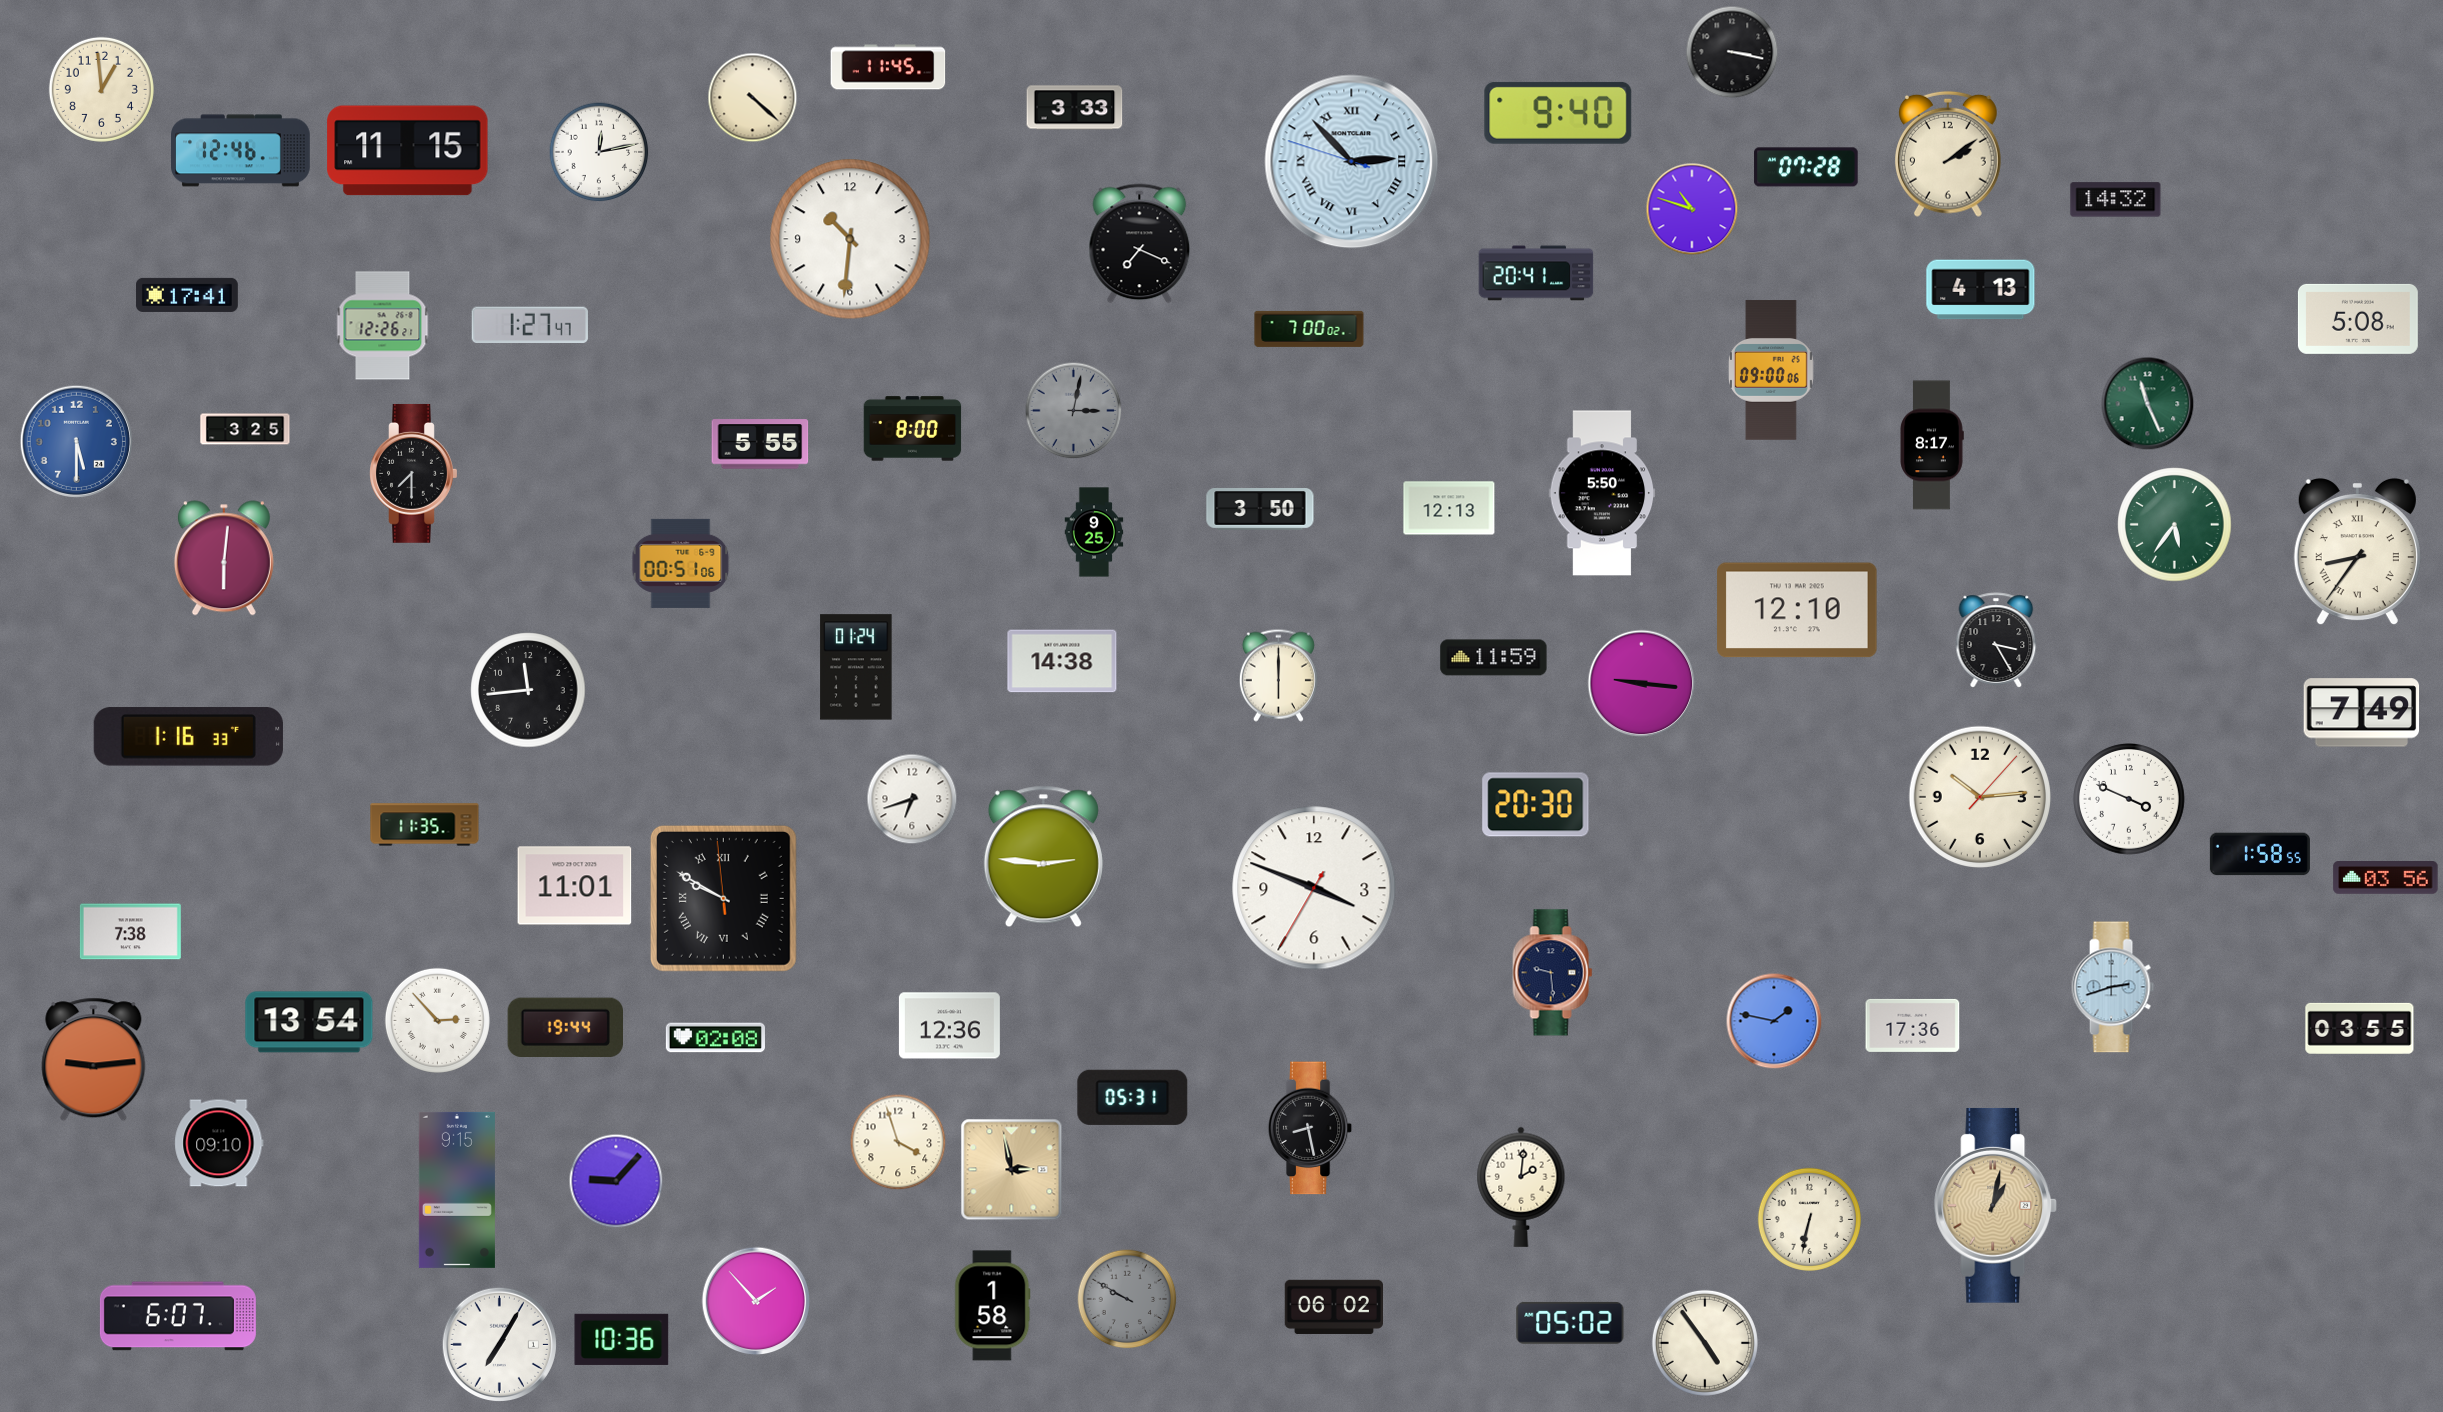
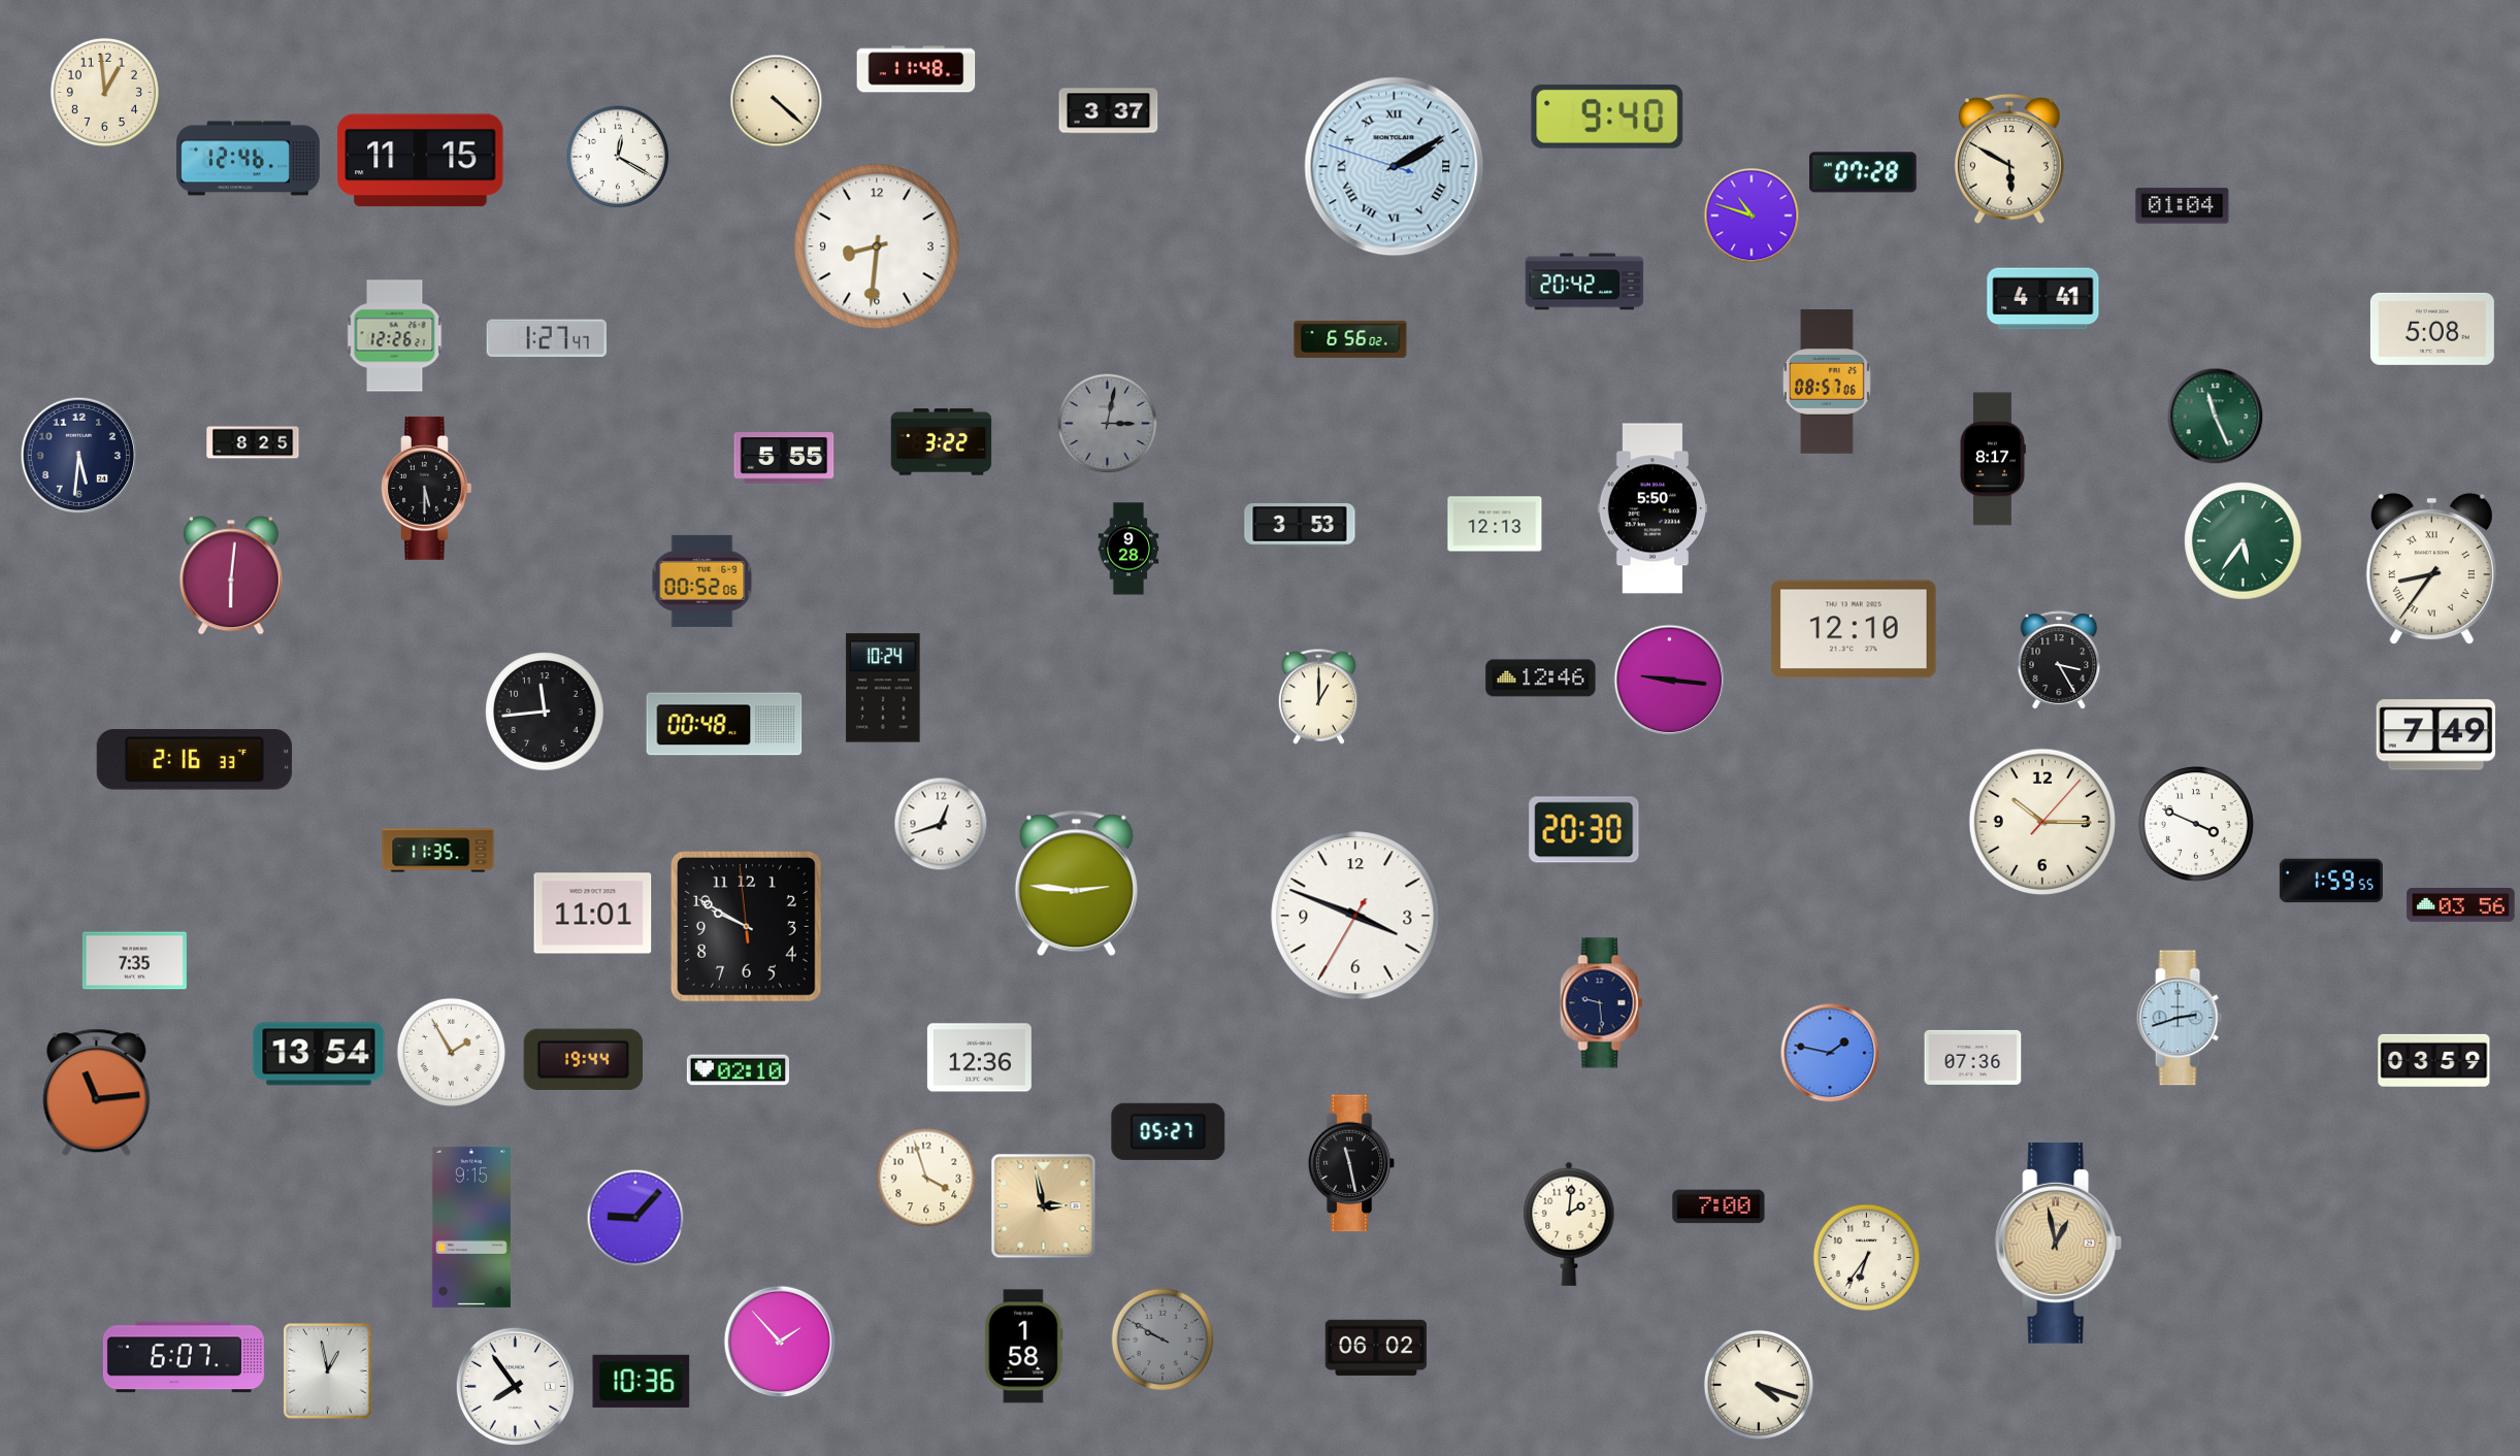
clock at (1732, 52): 3:17 -> none
clock at (888, 67): 11:45 -> 11:48
clock at (1075, 108): 3:33 -> 3:37
clock at (241, 151) position: (241, 151) -> (249, 159)
clock at (408, 151) position: (408, 151) -> (421, 161)
clock at (599, 152): 12:13 -> 12:20
clock at (1949, 154): 2:09 -> 5:50
clock at (1352, 162): 2:52 -> 2:09
clock at (2116, 200): 14:32 -> 01:04
clock at (1692, 209) position: (1692, 209) -> (1752, 216)
clock at (850, 239): 10:31 -> 8:31
clock at (1140, 244): 7:19 -> none
clock at (1536, 273): 20:41 -> 20:42
clock at (1981, 290): 4:13 -> 4:41
clock at (188, 295): 17:41 -> none
clock at (530, 325) position: (530, 325) -> (547, 338)
clock at (1309, 329): 7:00 -> 6:56
clock at (1772, 370): 09:00 -> 08:57
clock at (245, 429): 3:25 -> 8:25
clock at (913, 429): 8:00 -> 3:22
clock at (76, 441): 5:30 -> 5:31
clock at (76, 441) dial: blue -> navy
clock at (414, 473): 7:30 -> 5:30
clock at (1260, 510): 3:50 -> 3:53
clock at (1094, 532): 9:25 -> 9:28
clock at (681, 563): 00:51 -> 00:52
clock at (1494, 658): 11:59 -> 12:46
clock at (1062, 661): 14:38 -> none
clock at (856, 667): 01:24 -> 10:24
clock at (1278, 675): 6:00 -> 1:00
clock at (1642, 684) position: (1642, 684) -> (1670, 681)
clock at (724, 724): none -> 00:48
clock at (188, 737): 1:16 -> 2:16
clock at (1979, 796): 10:14 -> 10:15
clock at (912, 799): 6:42 -> 12:42
clock at (2260, 854): 1:58 -> 1:59
clock at (723, 898) numerals: Roman -> Arabic
clock at (130, 932): 7:38 -> 7:35
clock at (437, 1020): 2:53 -> 1:55
clock at (1913, 1025): 17:36 -> 07:36
clock at (2360, 1028): 03:55 -> 03:59
clock at (715, 1038): 02:08 -> 02:10
clock at (94, 1060): 9:14 -> 11:14
clock at (1133, 1097): 05:31 -> 05:27
clock at (1310, 1128): 8:28 -> 11:28
clock at (219, 1143): 09:10 -> none
clock at (1719, 1206): none -> 7:00
clock at (1996, 1205): 1:02 -> 12:58
clock at (1809, 1219): 6:32 -> 6:36
clock at (1570, 1323): 05:02 -> none
clock at (328, 1371): none -> 12:58
clock at (1705, 1343): 4:54 -> 4:18
clock at (499, 1344): 7:05 -> 7:54
